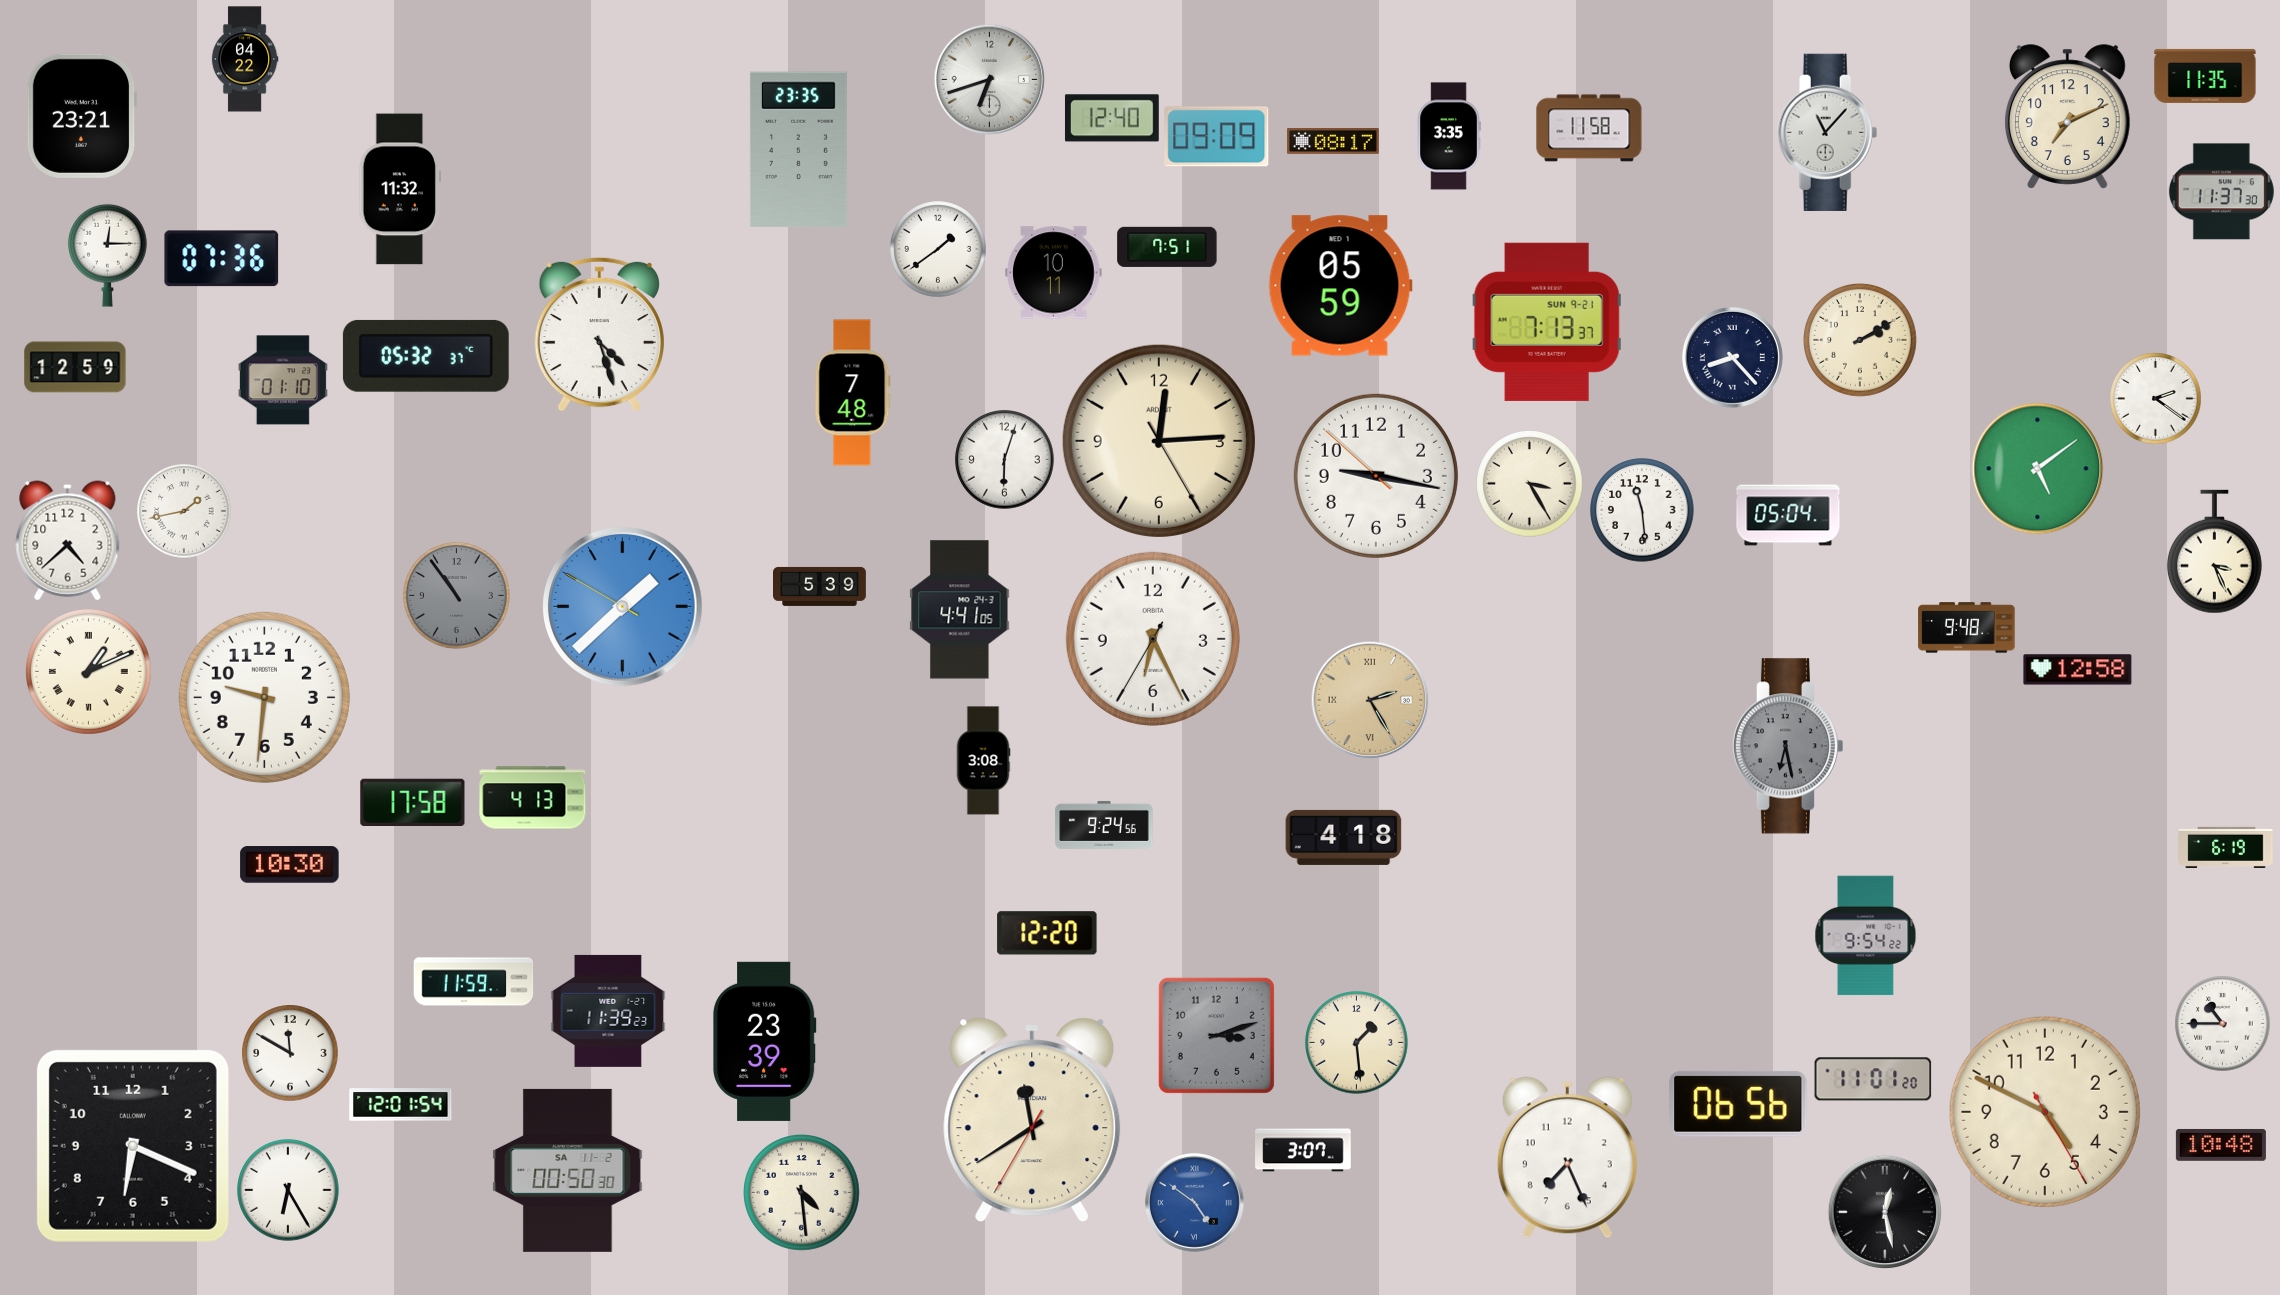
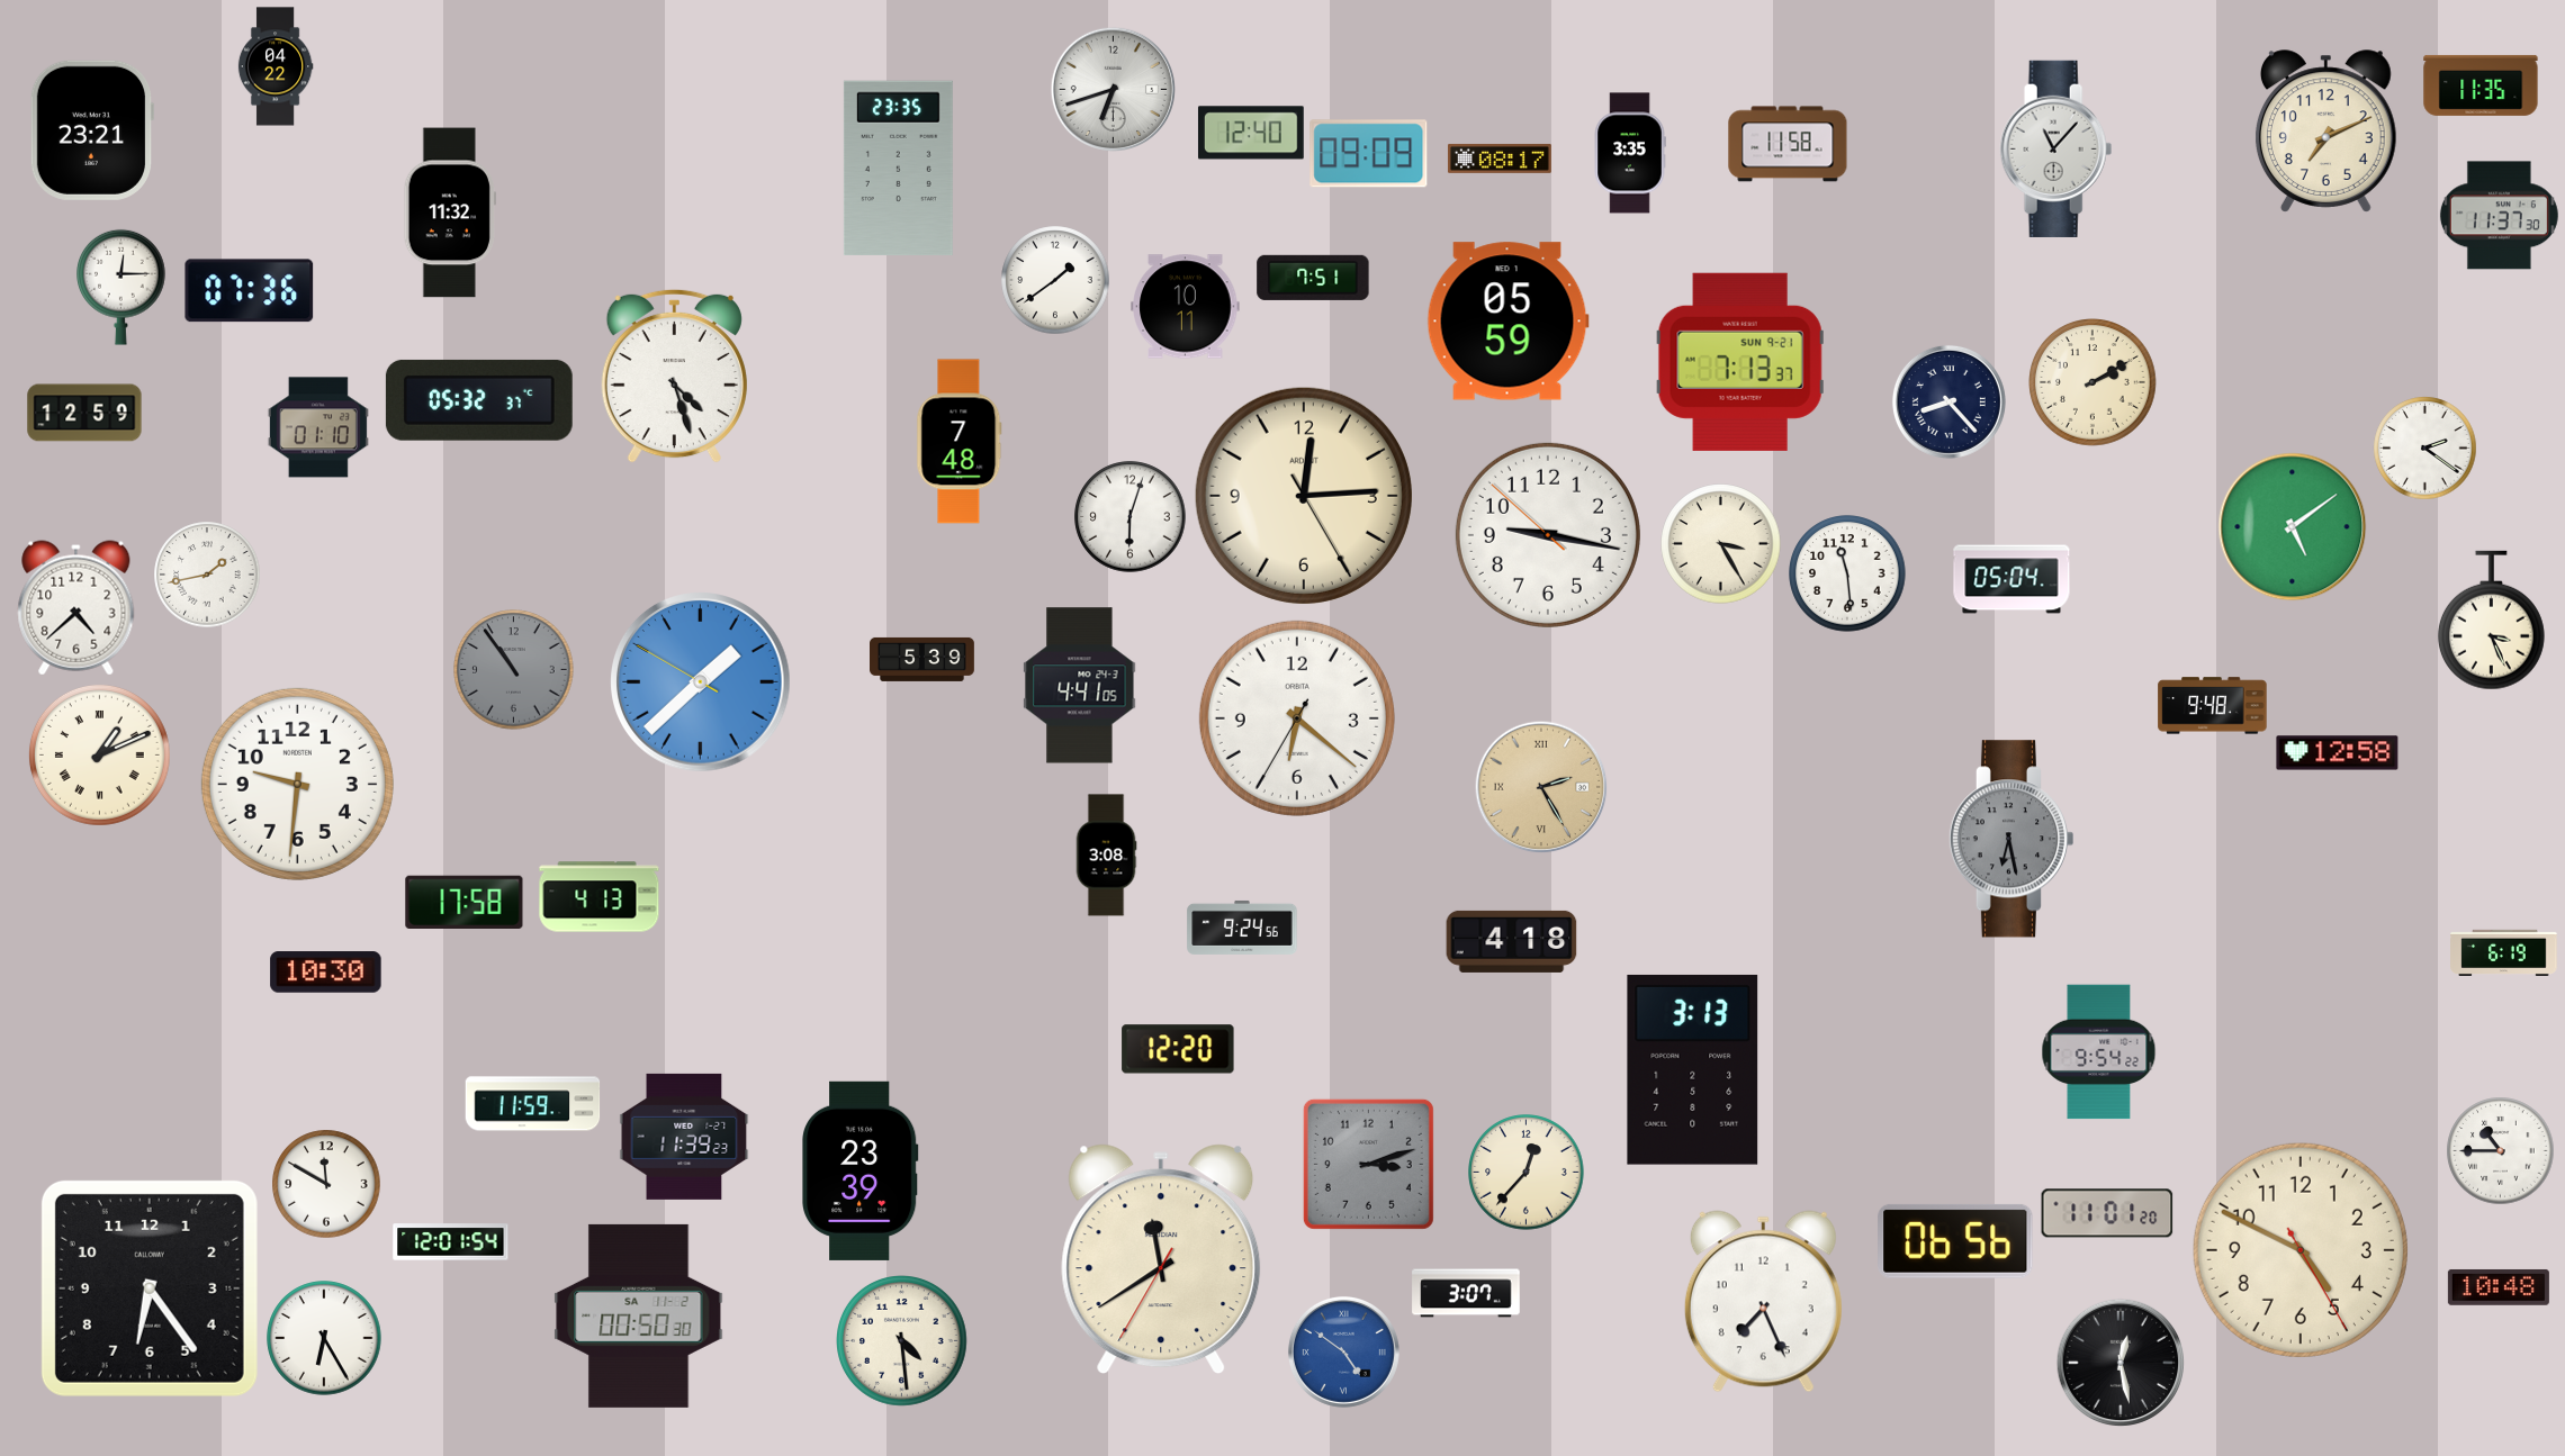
clock at (1153, 639): 6:25 -> 6:21
clock at (1693, 1069): none -> 3:13
clock at (1357, 1043): 1:29 -> 12:37
clock at (133, 1146): 6:19 -> 6:24
